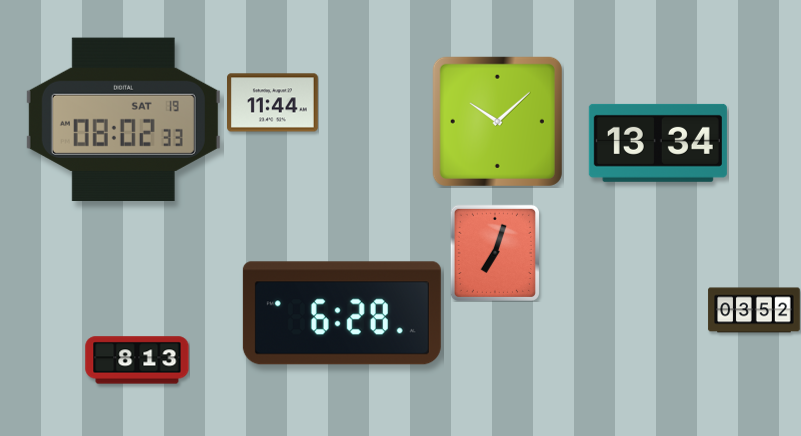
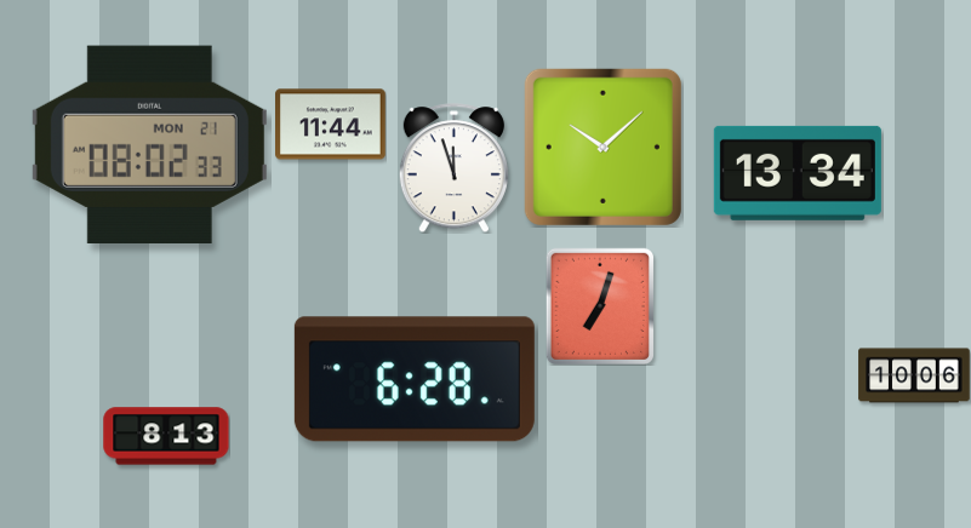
clock at (123, 119) date: SAT 19 -> MON 21
clock at (453, 168): none -> 11:57
clock at (754, 310): 03:52 -> 10:06
